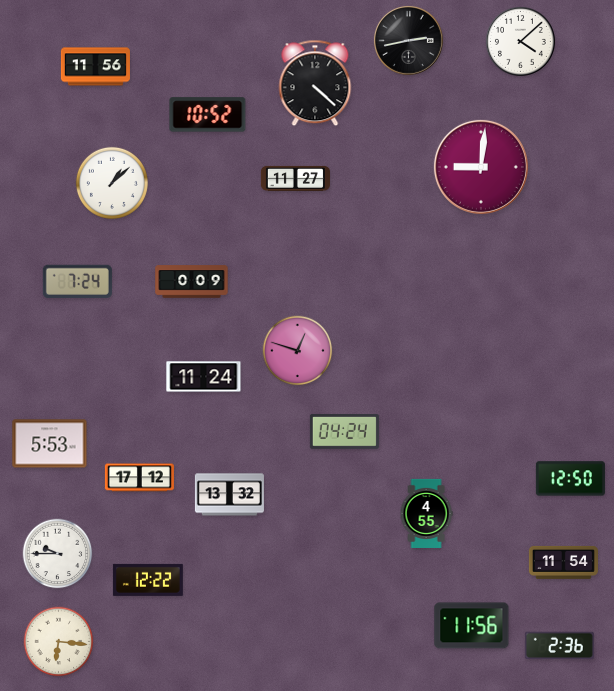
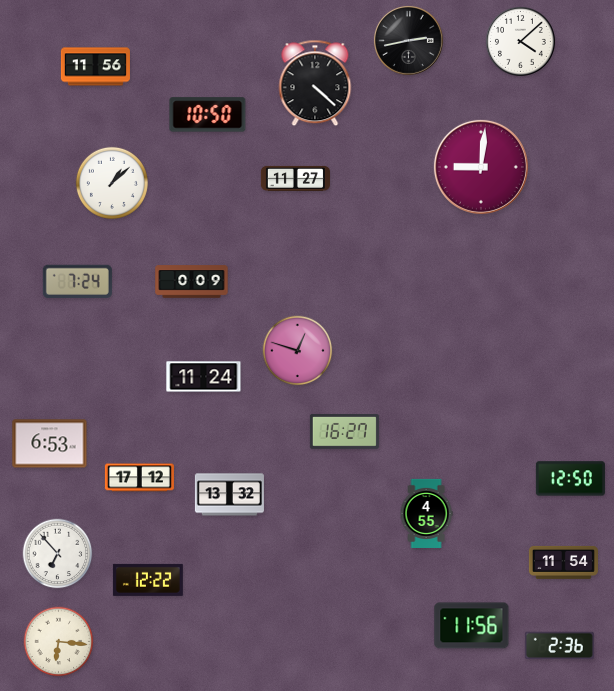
clock at (208, 115): 10:52 -> 10:50
clock at (344, 432): 04:24 -> 16:27
clock at (50, 444): 5:53 -> 6:53
clock at (58, 554): 9:45 -> 6:53
